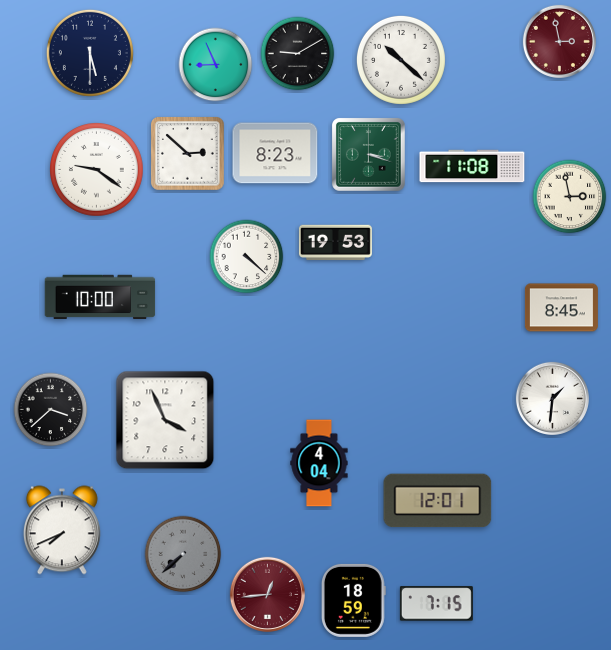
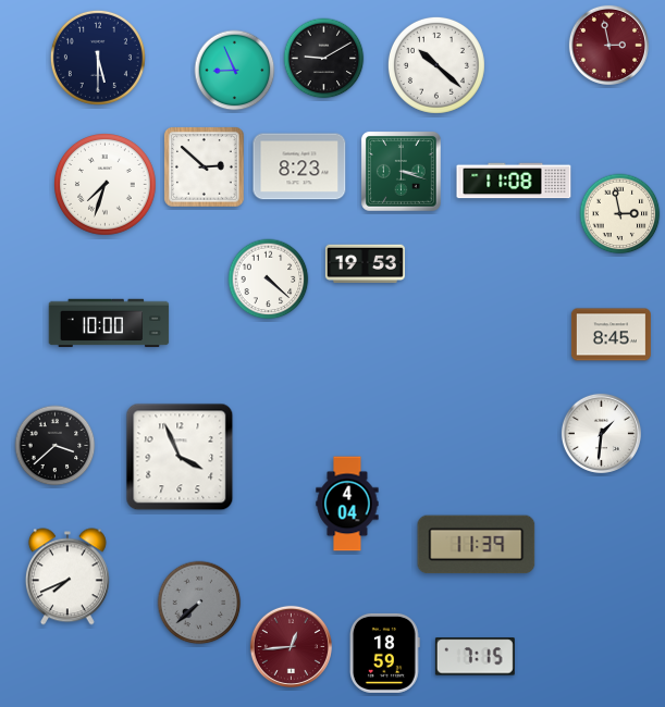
clock at (368, 154) position: (368, 154) -> (401, 171)
clock at (97, 170): 9:21 -> 7:33
clock at (438, 501): 12:01 -> 11:39
